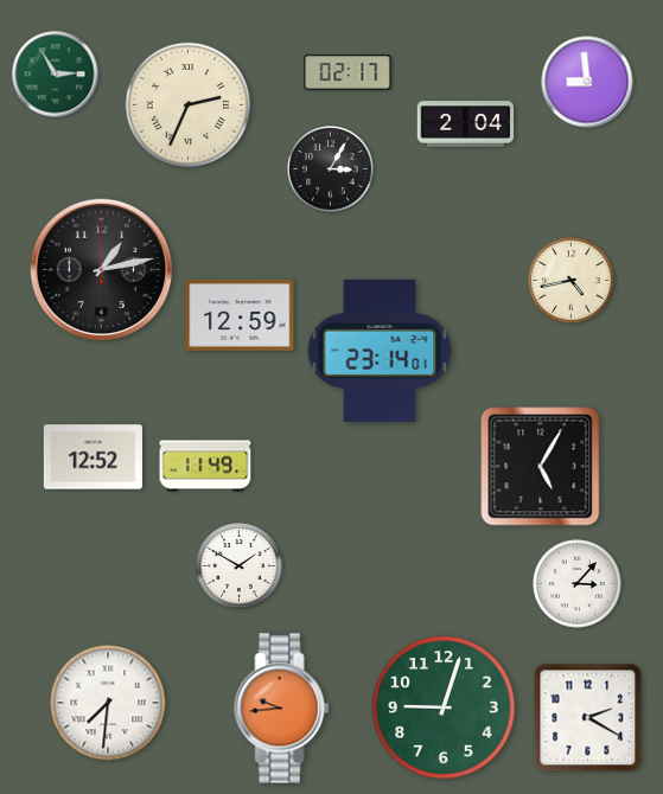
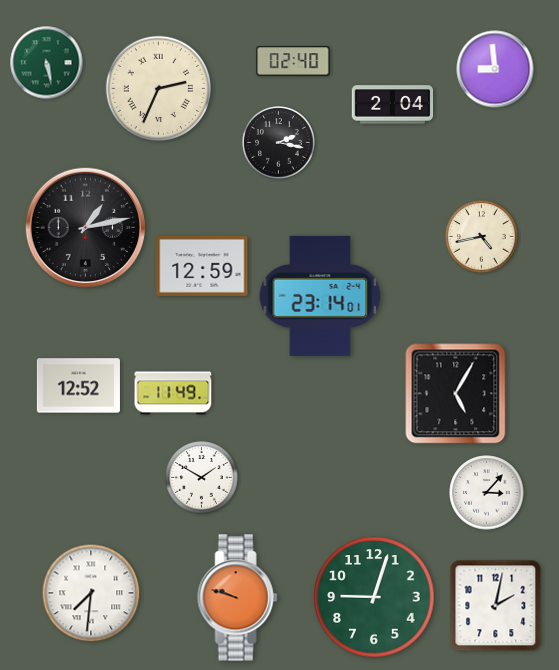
clock at (348, 72): 02:17 -> 02:40
clock at (56, 75): 2:55 -> 5:28
clock at (331, 169): 3:05 -> 2:17
clock at (282, 709): 9:44 -> 9:48
clock at (588, 718): 2:20 -> 2:02
